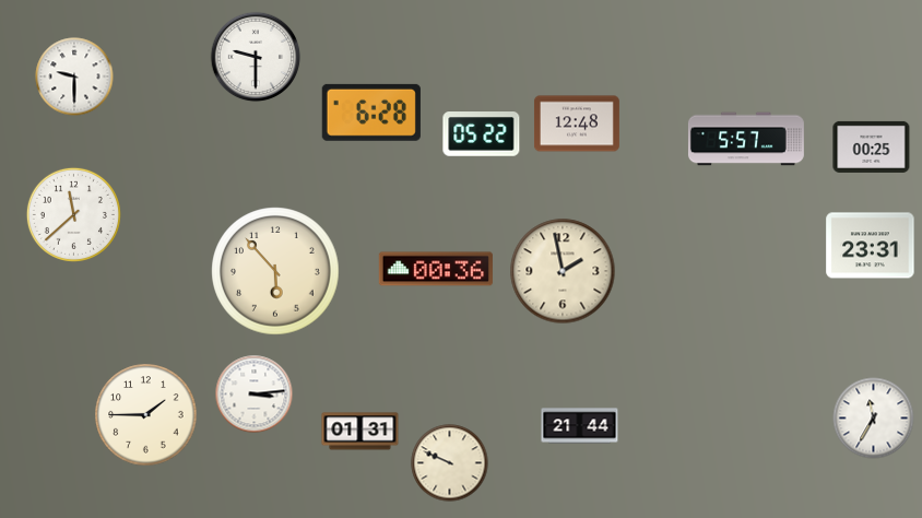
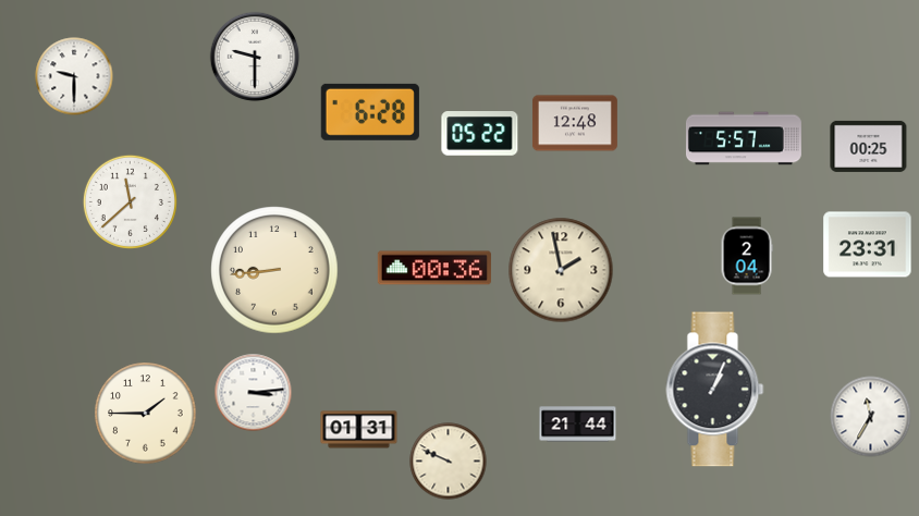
clock at (73, 214) position: (73, 214) -> (130, 201)
clock at (747, 256): none -> 2:04
clock at (275, 271): 5:53 -> 8:44
clock at (715, 390): none -> 1:04
